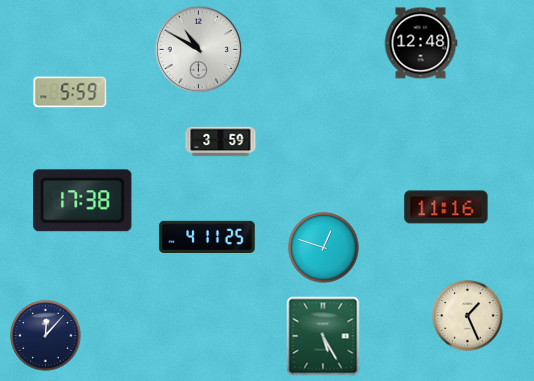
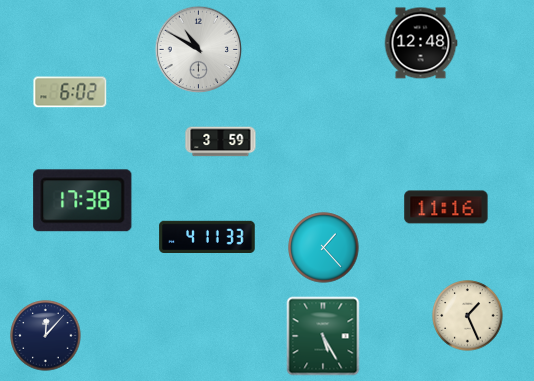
clock at (70, 92): 5:59 -> 6:02
clock at (207, 236): 4:11:25 -> 4:11:33
clock at (324, 248): 12:48 -> 1:23
